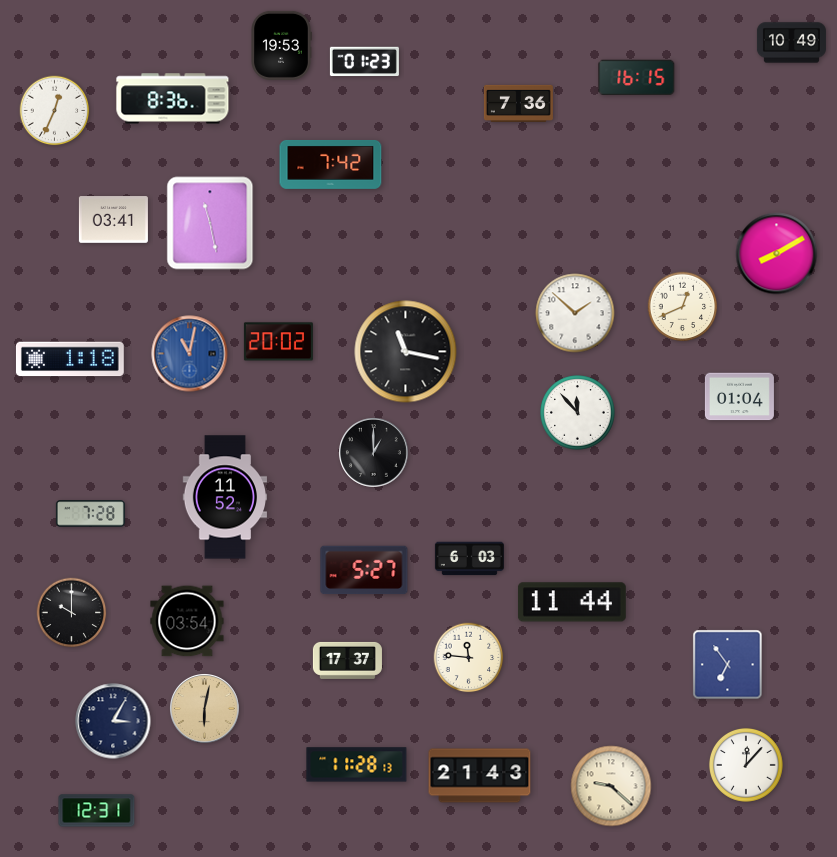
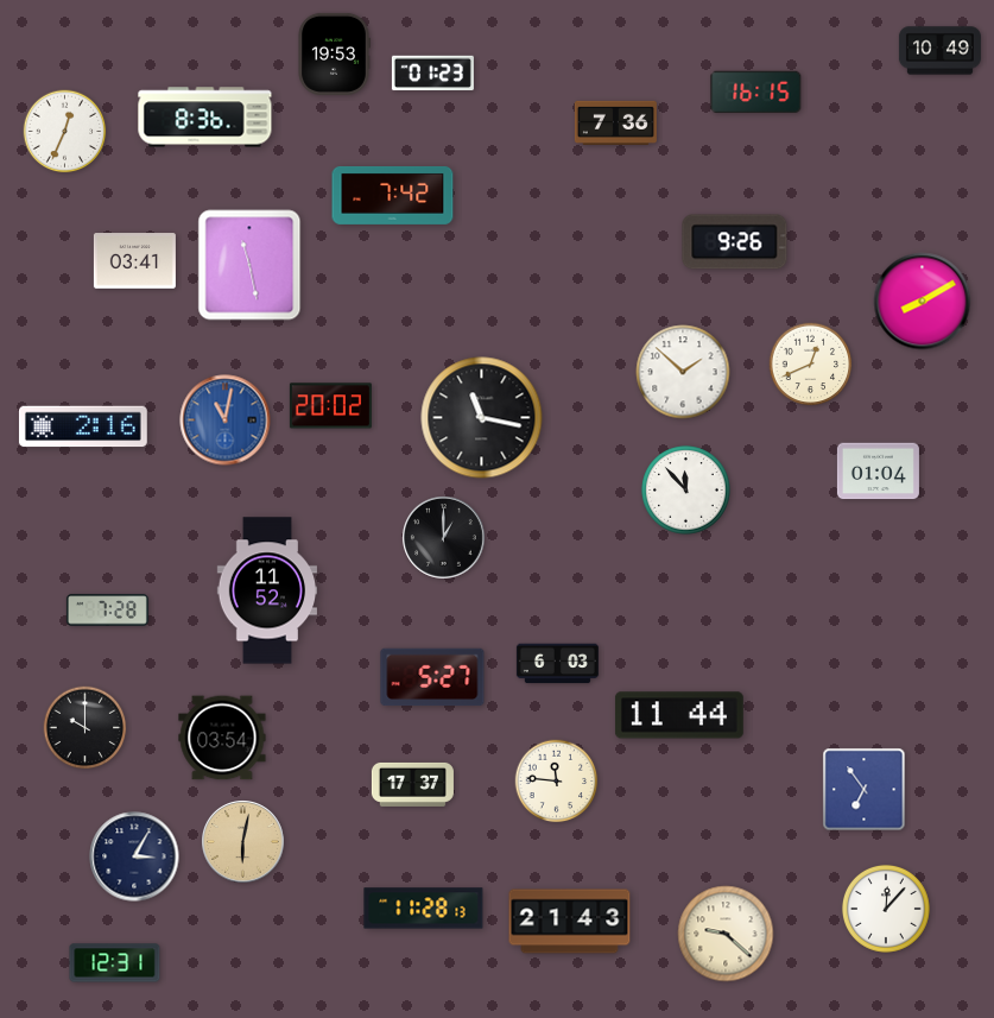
clock at (735, 242): none -> 9:26
clock at (70, 359): 1:18 -> 2:16
